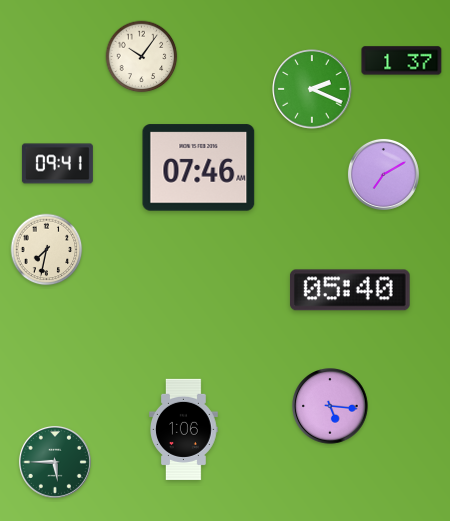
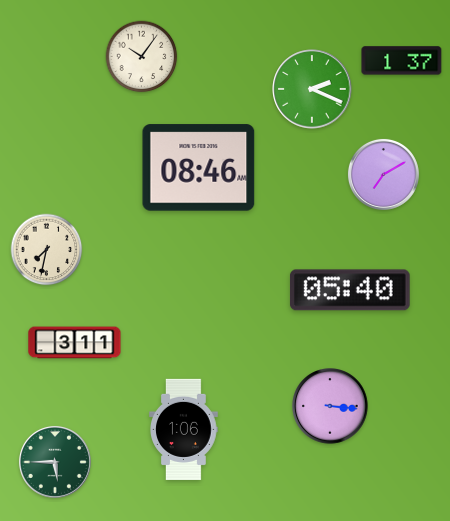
clock at (57, 164): 09:41 -> none
clock at (199, 168): 07:46 -> 08:46
clock at (75, 343): none -> 3:11
clock at (330, 406): 5:16 -> 3:16
